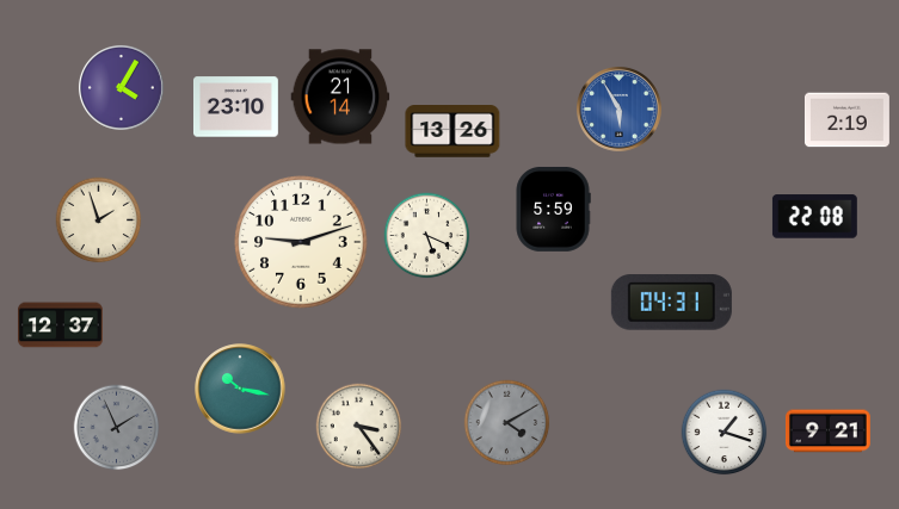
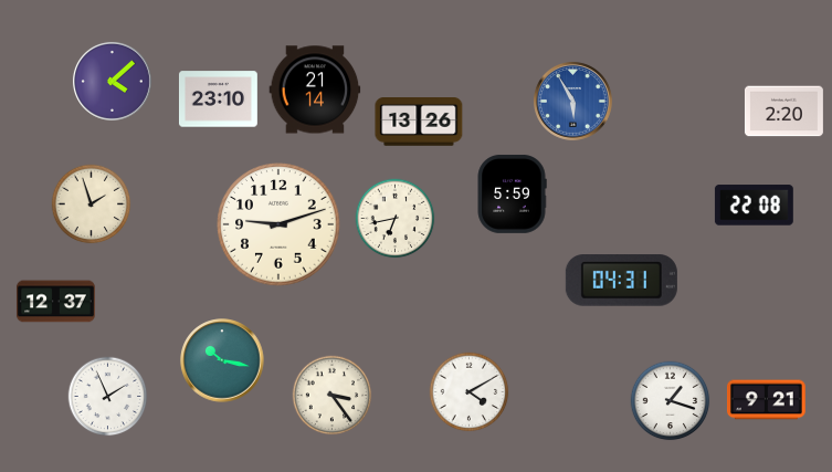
clock at (121, 87): 4:05 -> 4:08
clock at (848, 120): 2:19 -> 2:20
clock at (814, 217) position: (814, 217) -> (754, 206)
clock at (427, 236): 5:19 -> 6:43
clock at (507, 423) dial: grey -> white
clock at (117, 428) dial: grey -> white
